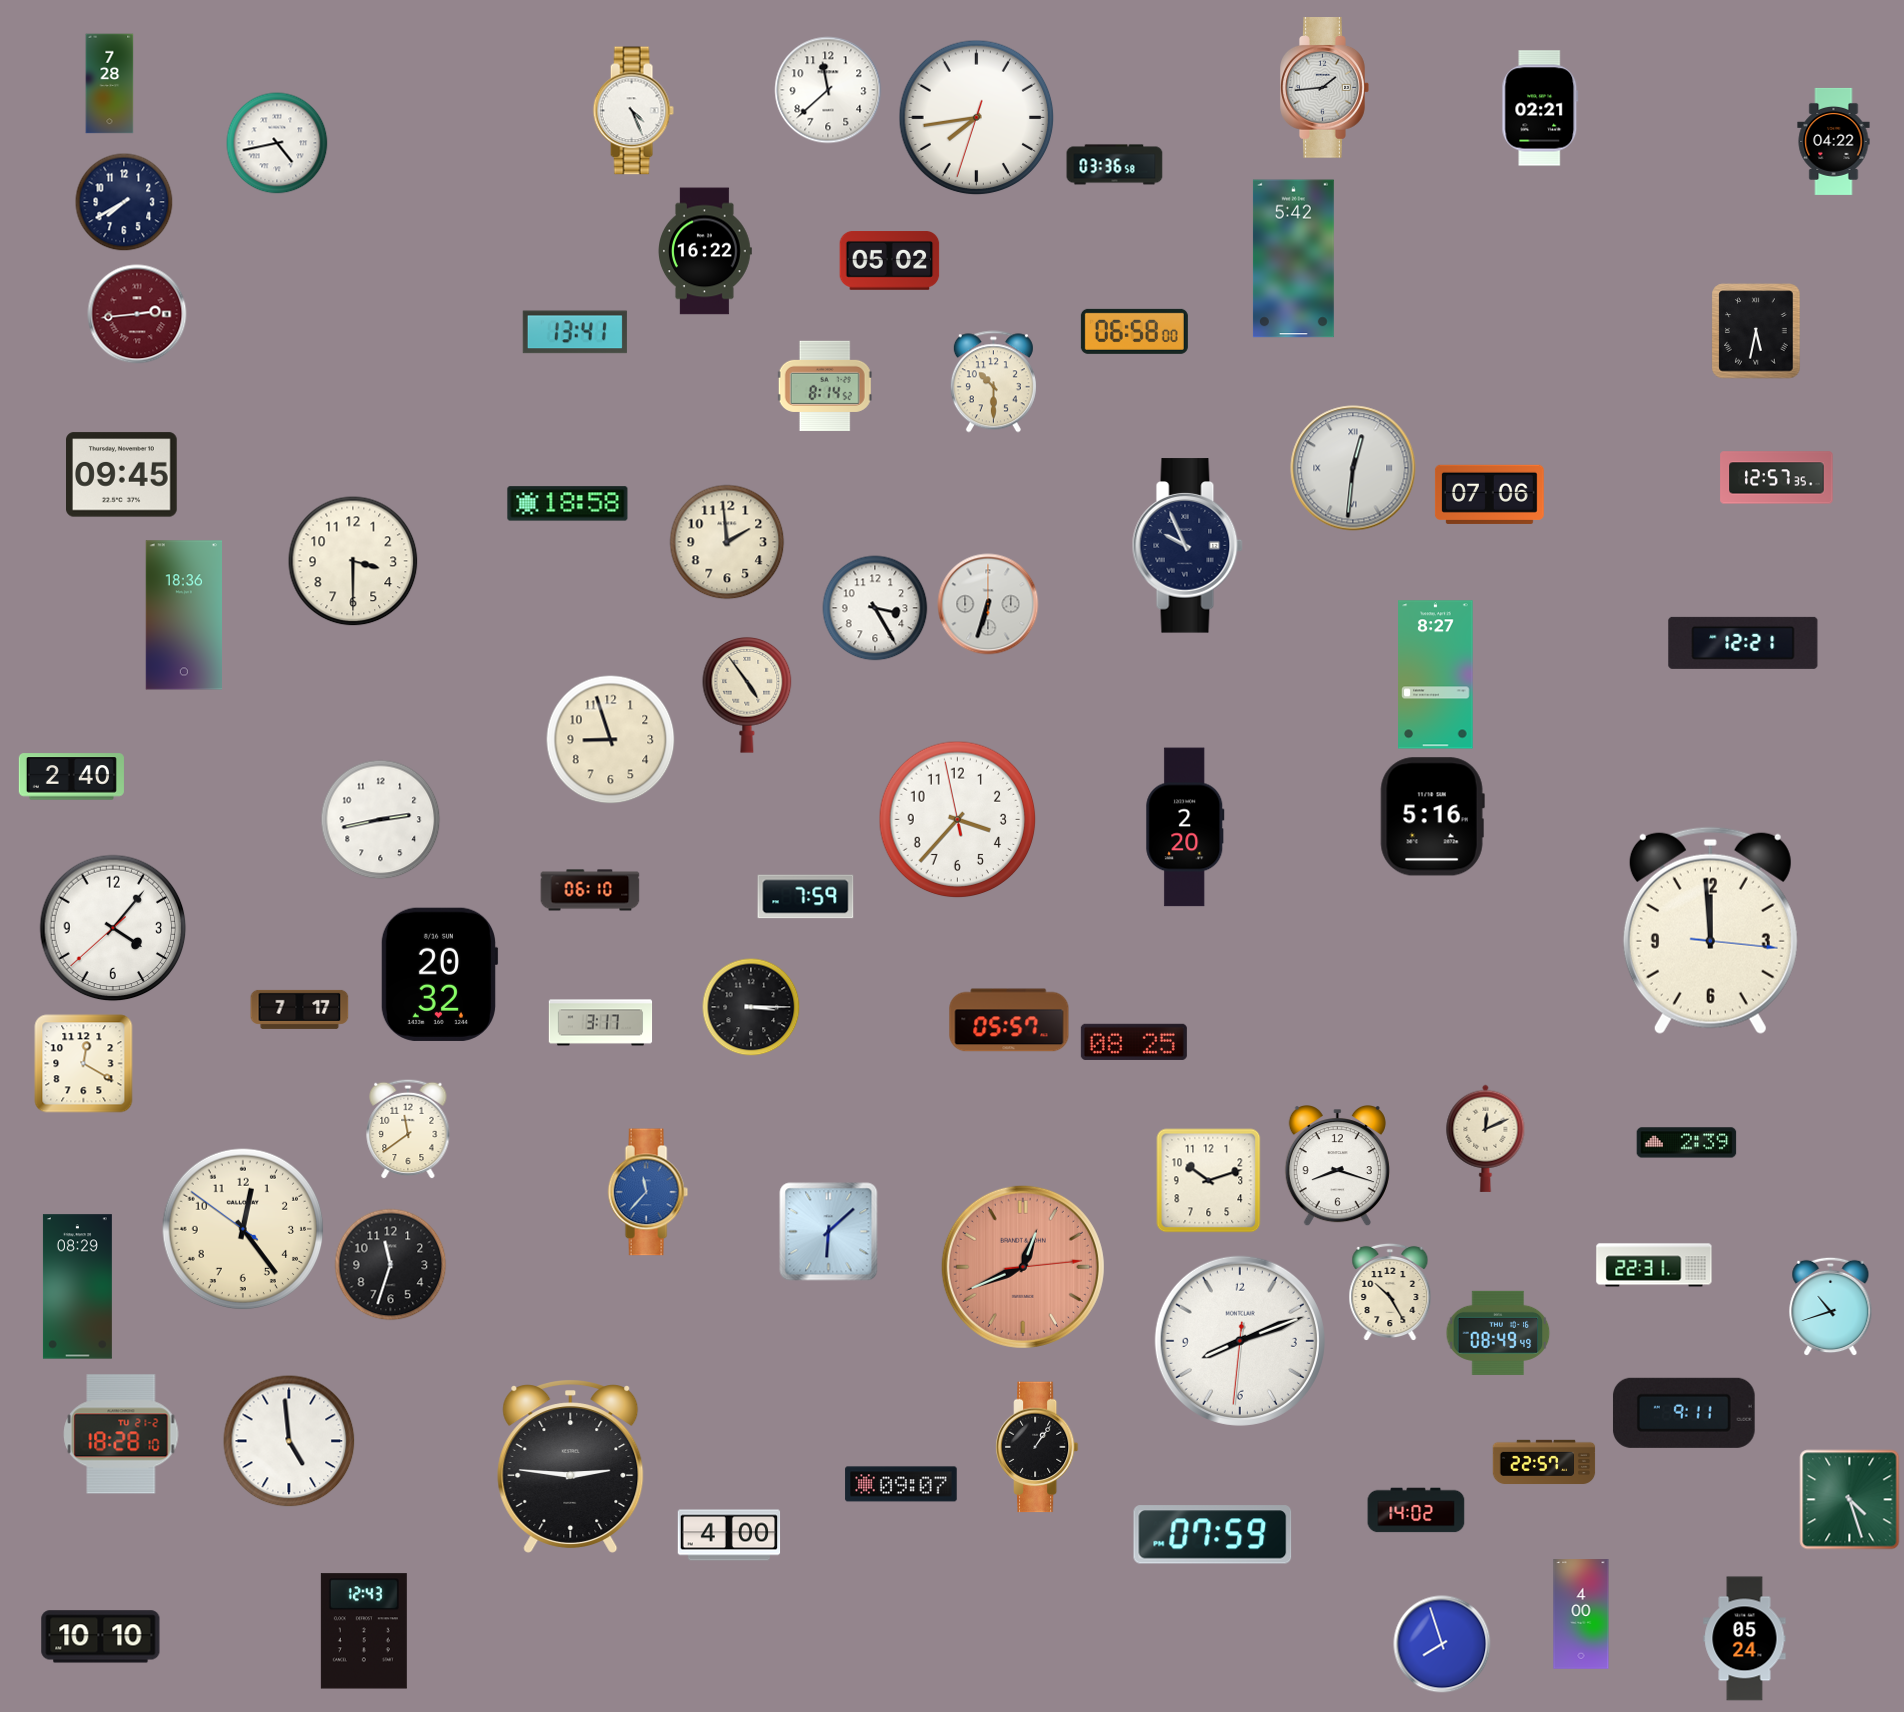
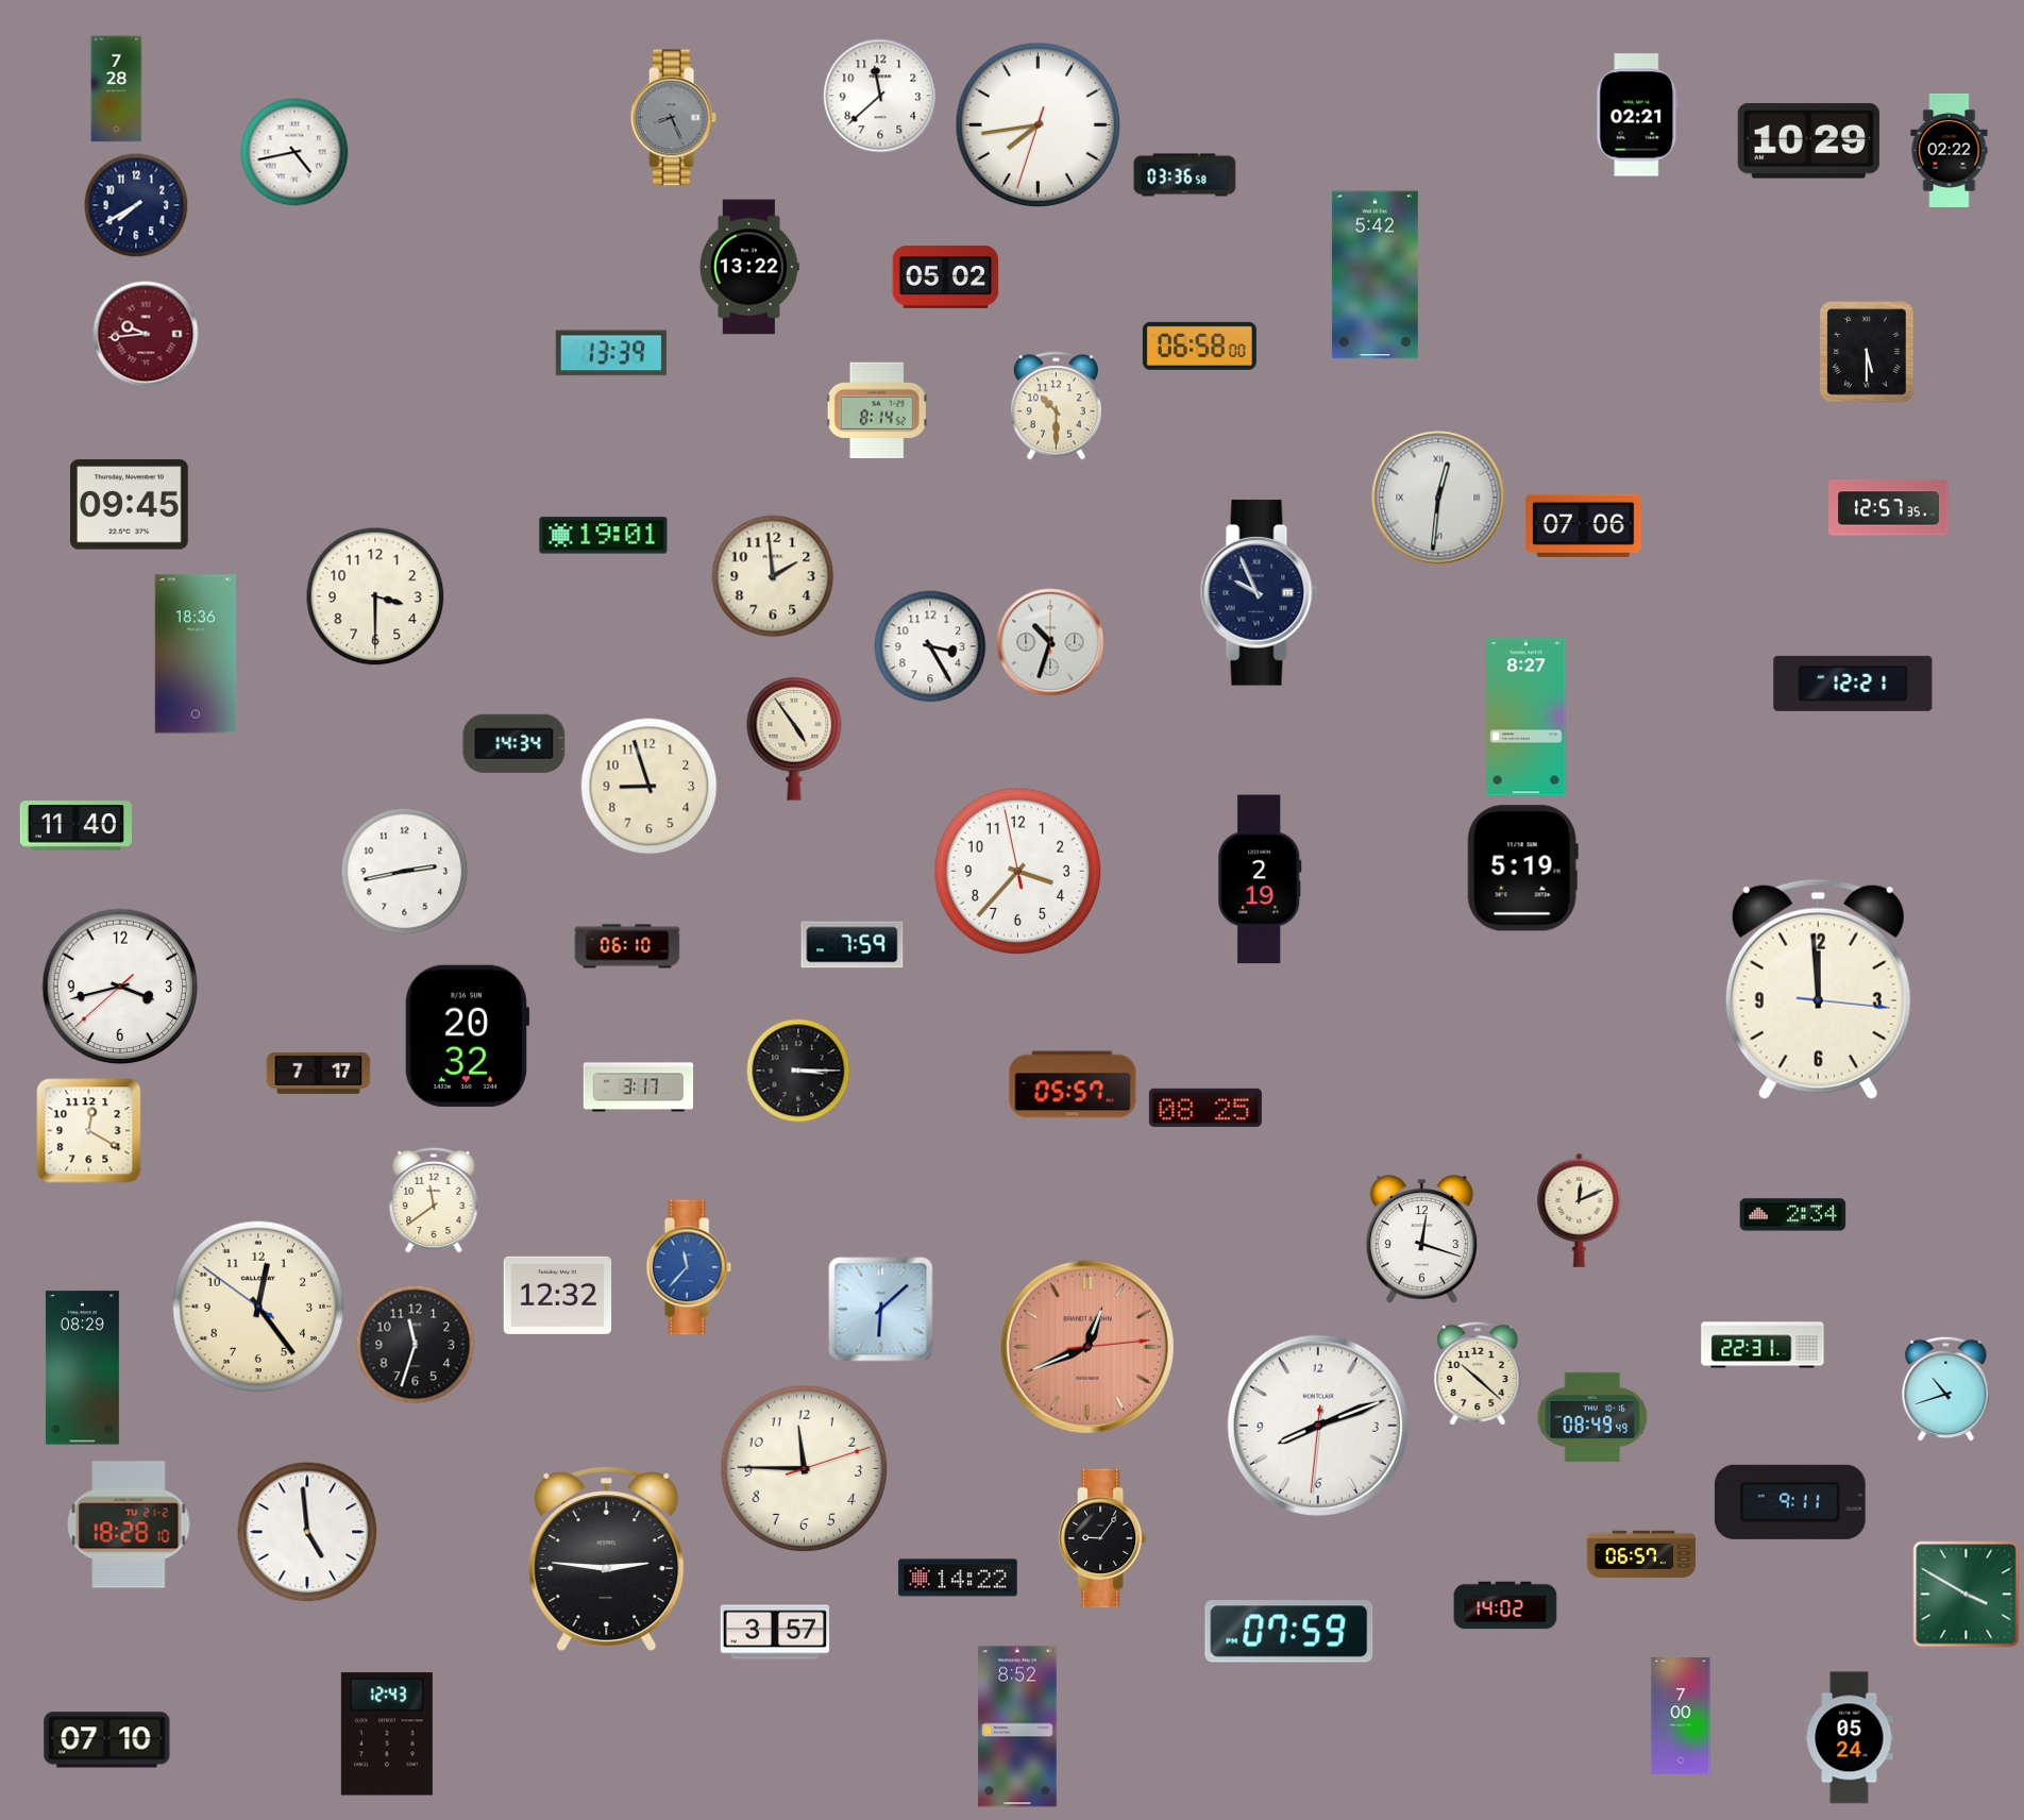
clock at (1325, 88): 1:44 -> none
clock at (633, 111): 4:26 -> 8:26
clock at (633, 111) dial: white -> grey
clock at (1808, 141): none -> 10:29
clock at (1834, 141): 04:22 -> 02:22
clock at (124, 202) position: (124, 202) -> (136, 205)
clock at (706, 251): 16:22 -> 13:22
clock at (137, 314): 2:44 -> 9:44
clock at (1134, 331) position: (1134, 331) -> (1199, 346)
clock at (1756, 331): 5:32 -> 5:30
clock at (575, 332): 13:41 -> 13:39
clock at (568, 504): 18:58 -> 19:01
clock at (1187, 546) position: (1187, 546) -> (1259, 593)
clock at (988, 604): 6:33 -> 10:33
clock at (515, 743): none -> 14:34
clock at (71, 777): 2:40 -> 11:40
clock at (1432, 817): 5:16 -> 5:19
clock at (1185, 827): 2:20 -> 2:19
clock at (806, 897) position: (806, 897) -> (853, 945)
clock at (113, 928): 4:06 -> 3:42
clock at (1687, 1143): 2:39 -> 2:34
clock at (1337, 1167): 8:18 -> 12:18
clock at (1209, 1181): 10:12 -> none
clock at (558, 1295): none -> 12:32
clock at (1654, 1265) position: (1654, 1265) -> (1762, 1345)
clock at (1390, 1291): 10:25 -> 10:22
clock at (805, 1469): none -> 11:45
clock at (1037, 1447): 1:06 -> 9:06
clock at (1544, 1462): 22:57 -> 06:57
clock at (901, 1484): 09:07 -> 14:22
clock at (1850, 1500): 4:27 -> 3:50
clock at (729, 1535): 4:00 -> 3:57
clock at (1581, 1614): 4:00 -> 7:00
clock at (1017, 1726): none -> 8:52
clock at (101, 1637): 10:10 -> 07:10
clock at (1745, 1639) position: (1745, 1639) -> (1850, 1738)
clock at (1442, 1644): 7:57 -> none
